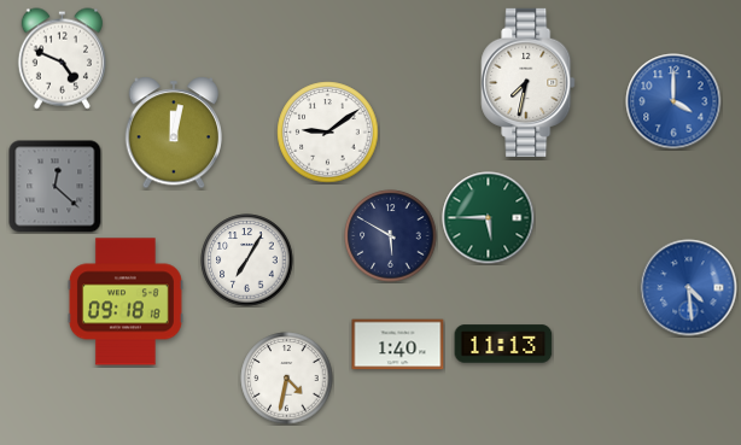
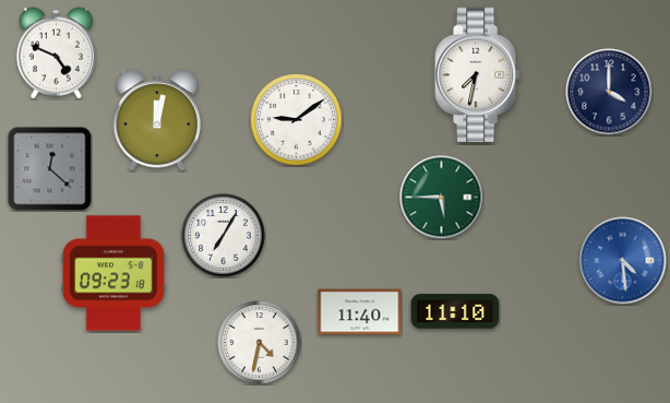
clock at (673, 101) dial: blue -> navy
clock at (391, 236): 5:50 -> none
clock at (126, 301): 09:18 -> 09:23
clock at (503, 344): 11:13 -> 11:10
clock at (398, 345): 1:40 -> 11:40
